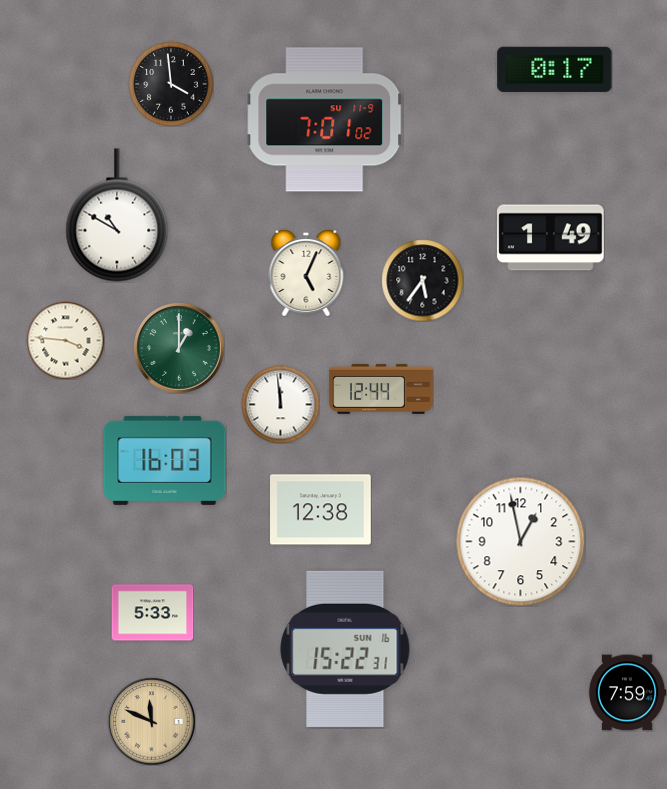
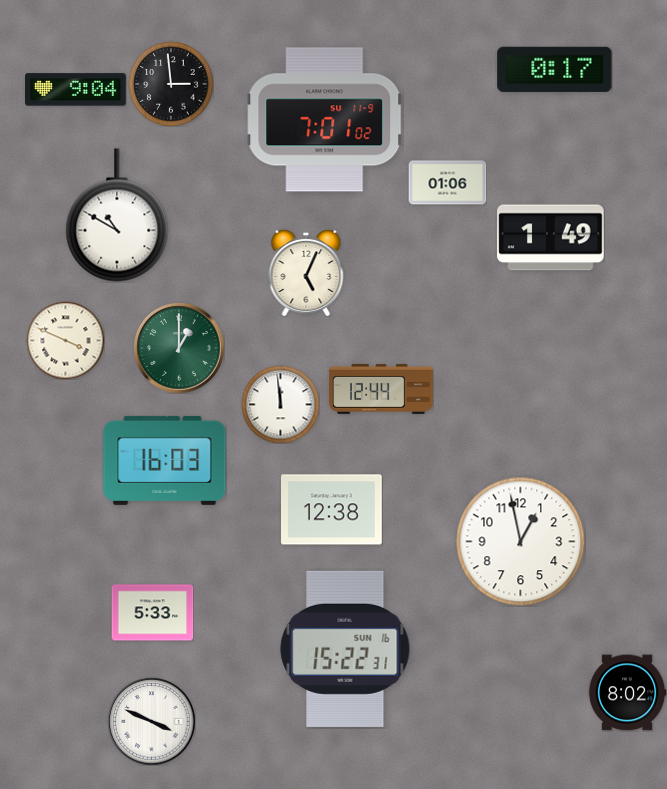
clock at (171, 84): 3:59 -> 2:59
clock at (76, 90): none -> 9:04
clock at (447, 183): none -> 01:06
clock at (422, 280): 5:36 -> none
clock at (65, 340): 3:46 -> 3:49
clock at (321, 510) position: (321, 510) -> (332, 510)
clock at (627, 693): 7:59 -> 8:02
clock at (151, 721): 11:49 -> 3:49
clock at (151, 721) dial: champagne -> white
